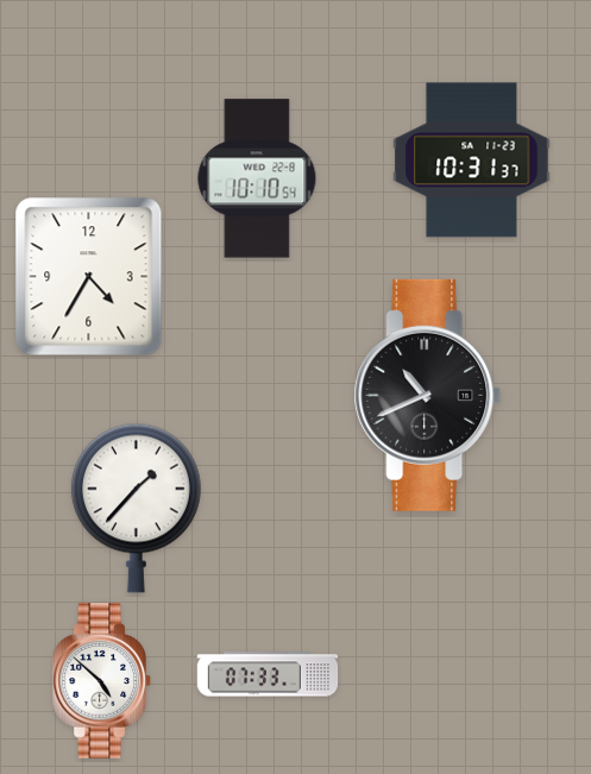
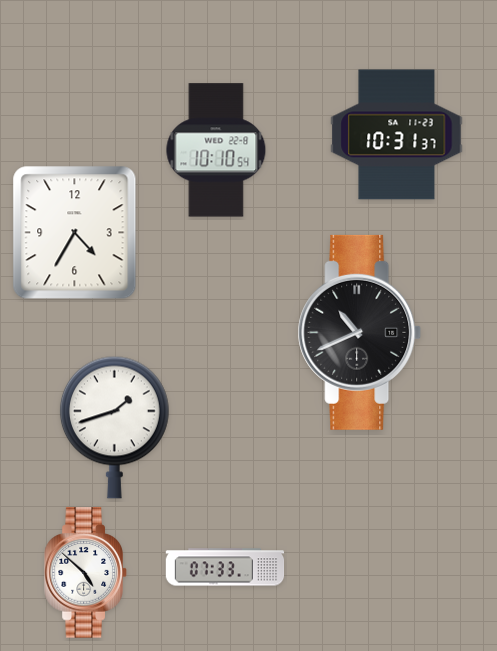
clock at (136, 508): 1:37 -> 1:42
